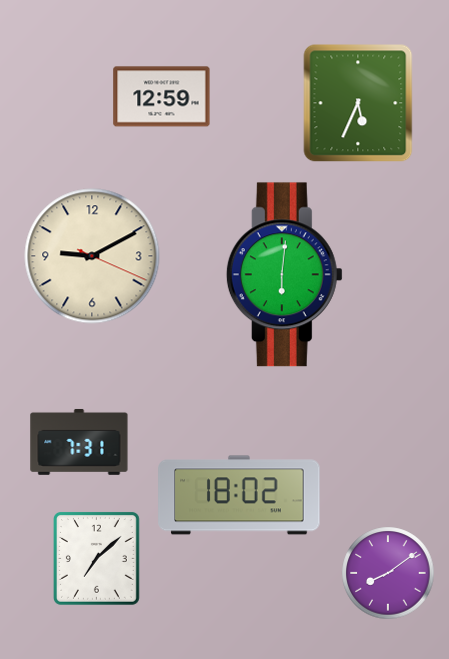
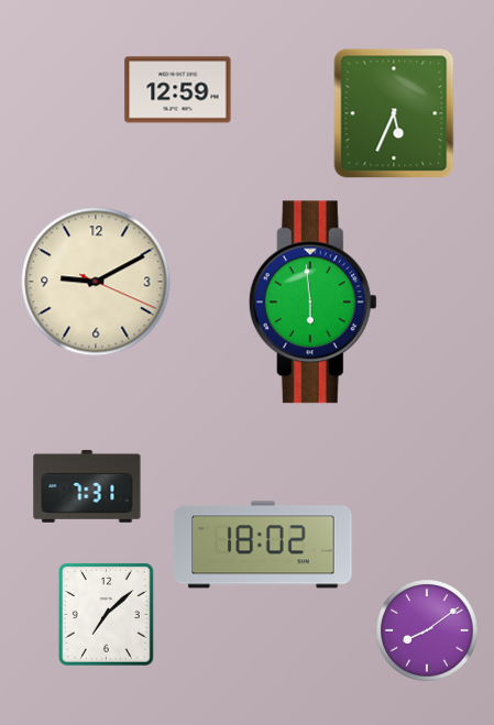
clock at (162, 97) position: (162, 97) -> (178, 90)
clock at (92, 256) position: (92, 256) -> (96, 282)
clock at (284, 275): 6:01 -> 5:59
